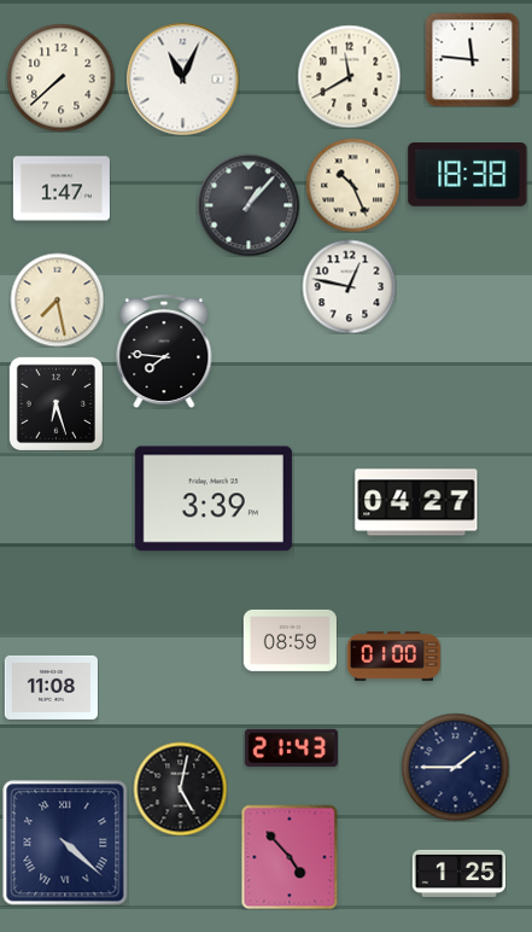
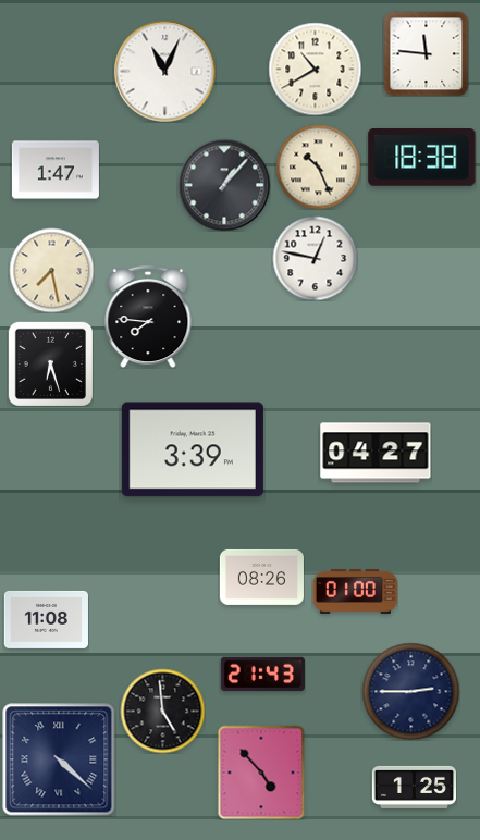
clock at (349, 76): 11:40 -> 10:40
clock at (60, 77): 7:38 -> none
clock at (290, 640): 08:59 -> 08:26
clock at (455, 767): 1:45 -> 2:45
clock at (180, 788): 5:02 -> 4:59
